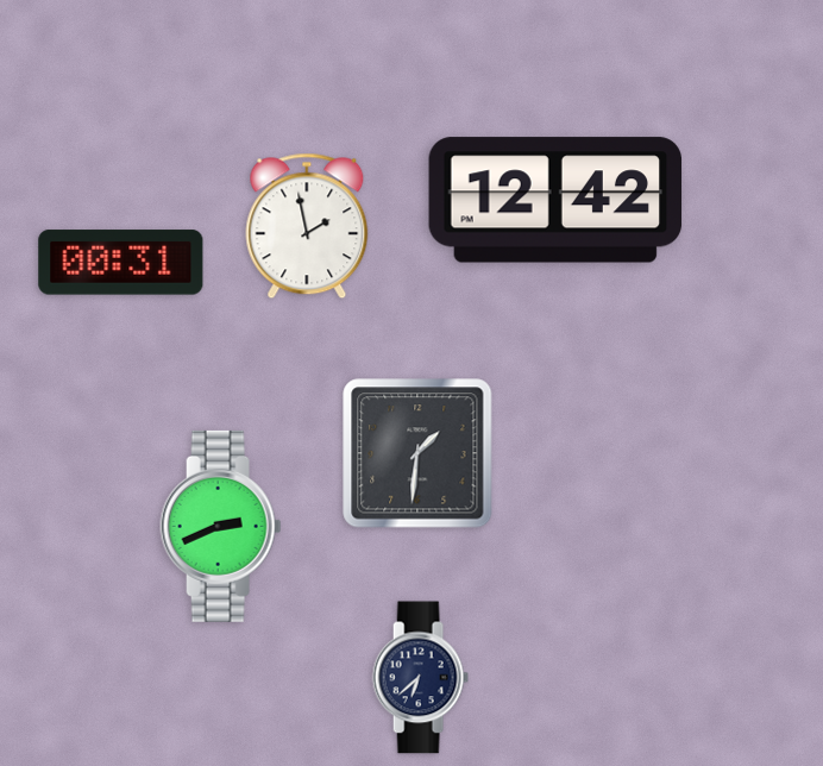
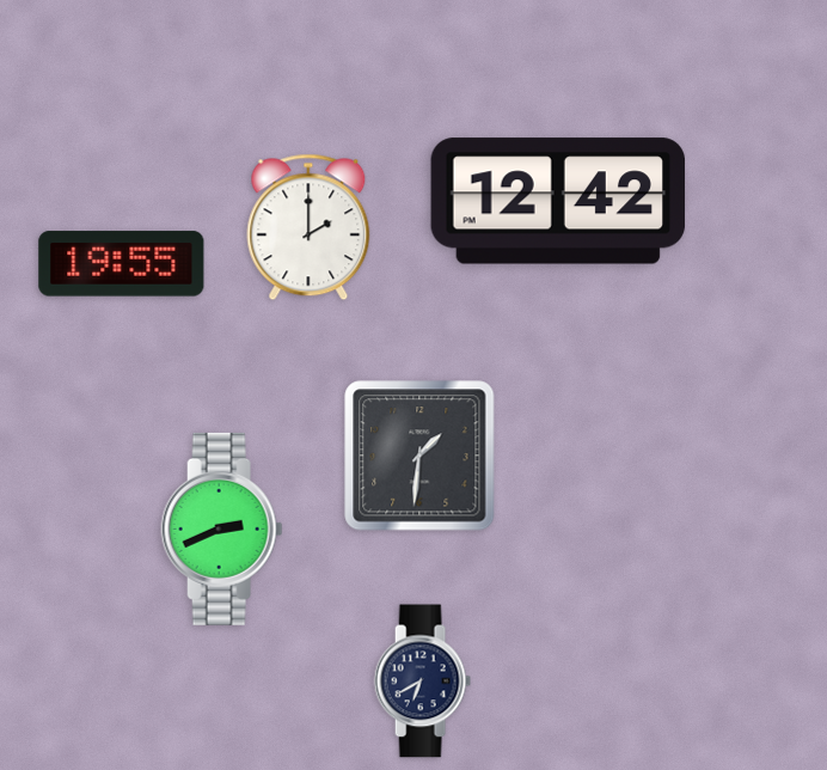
clock at (307, 226): 1:58 -> 2:00
clock at (121, 263): 00:31 -> 19:55
clock at (420, 678): 6:38 -> 6:40
